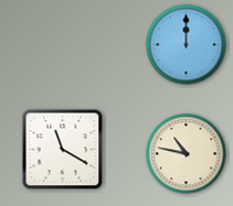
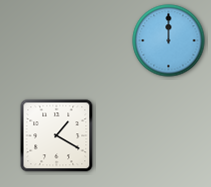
clock at (63, 150): 11:20 -> 1:20
clock at (187, 154): 10:47 -> none
